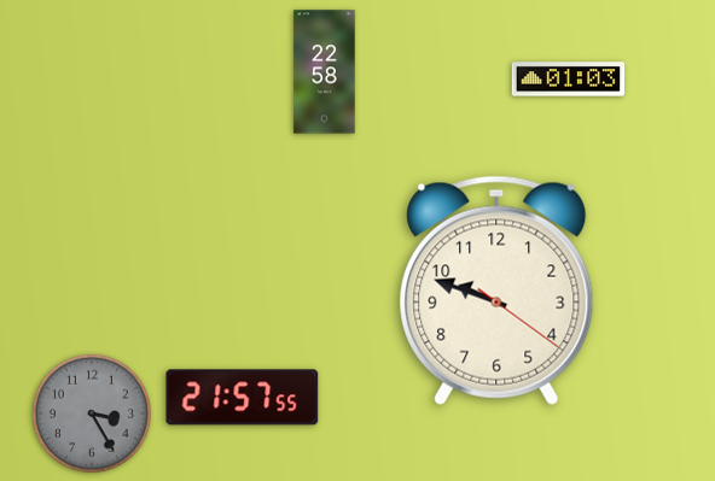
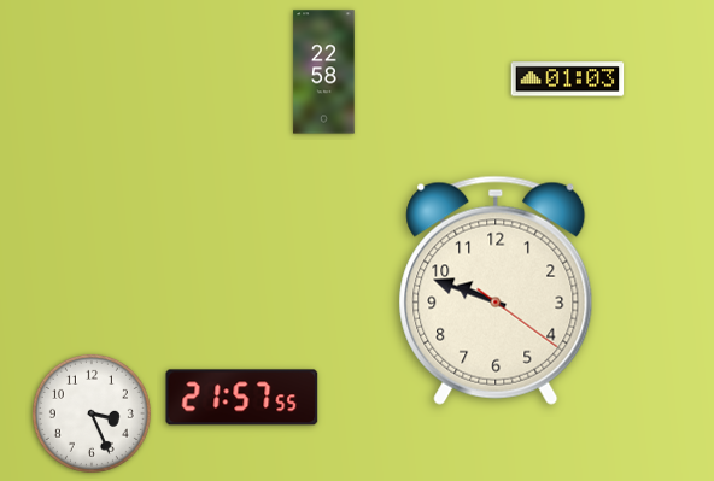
clock at (92, 413): 3:25 -> 3:26
clock at (92, 413) dial: grey -> white
